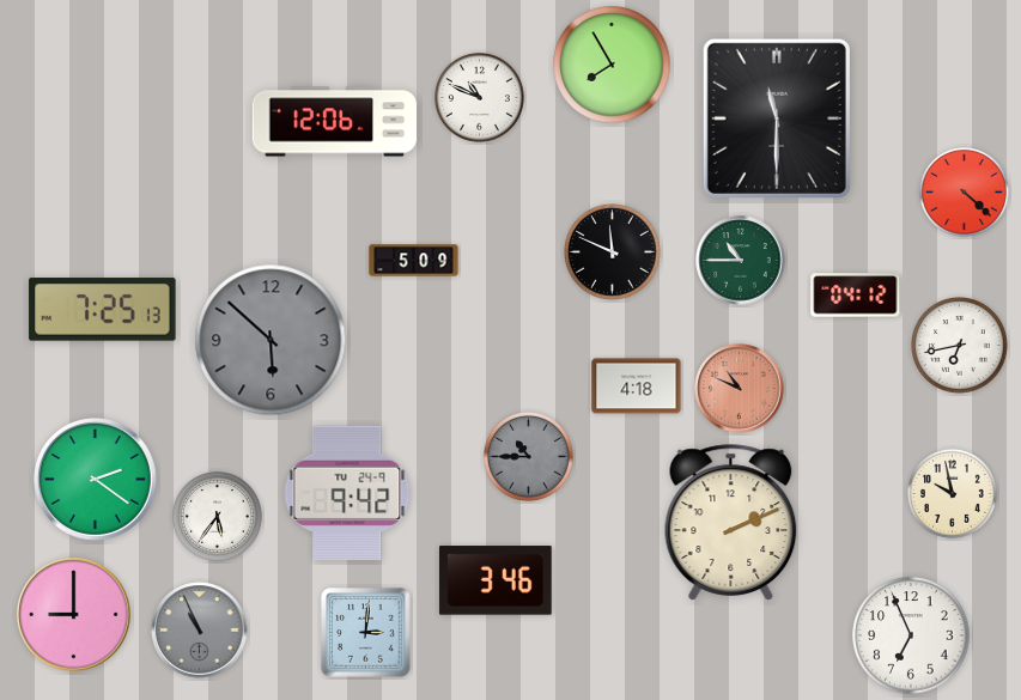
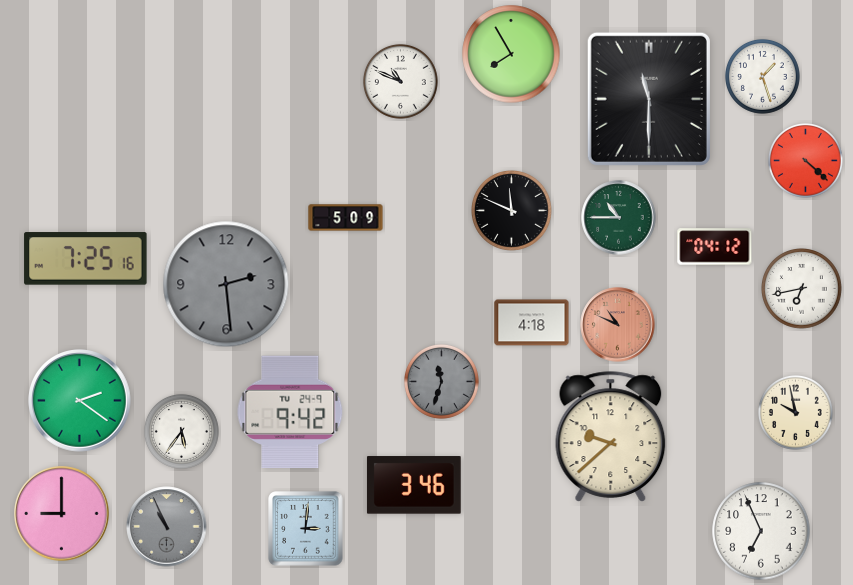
clock at (762, 76): none -> 1:27
clock at (335, 122): 12:06 -> none
clock at (103, 310): 7:25:13 -> 7:25:16
clock at (271, 340): 5:52 -> 2:29
clock at (528, 456): 10:45 -> 11:33
clock at (731, 523): 2:11 -> 9:38
